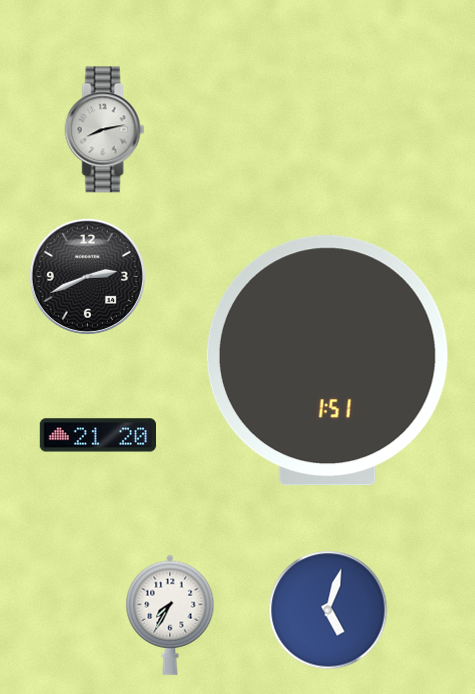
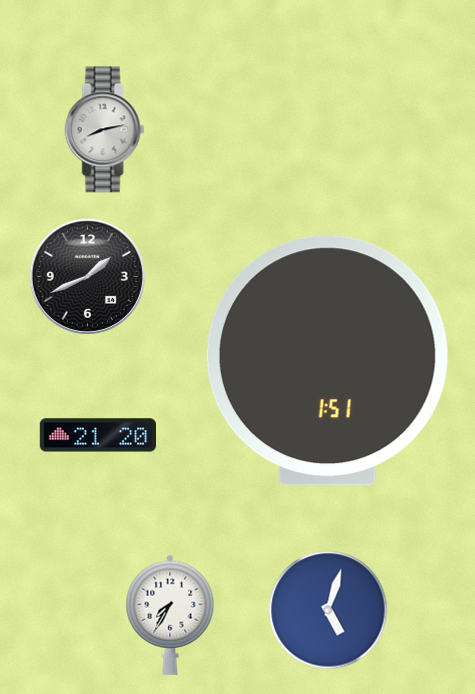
clock at (87, 276): 2:41 -> 1:41
